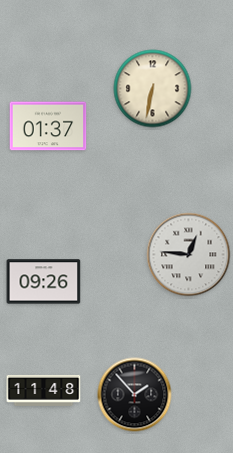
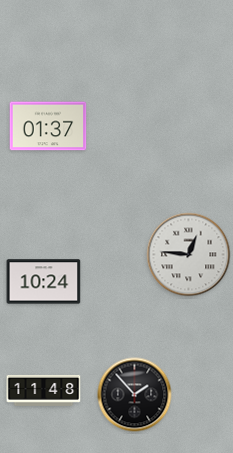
clock at (153, 89): 6:32 -> none
clock at (44, 282): 09:26 -> 10:24
